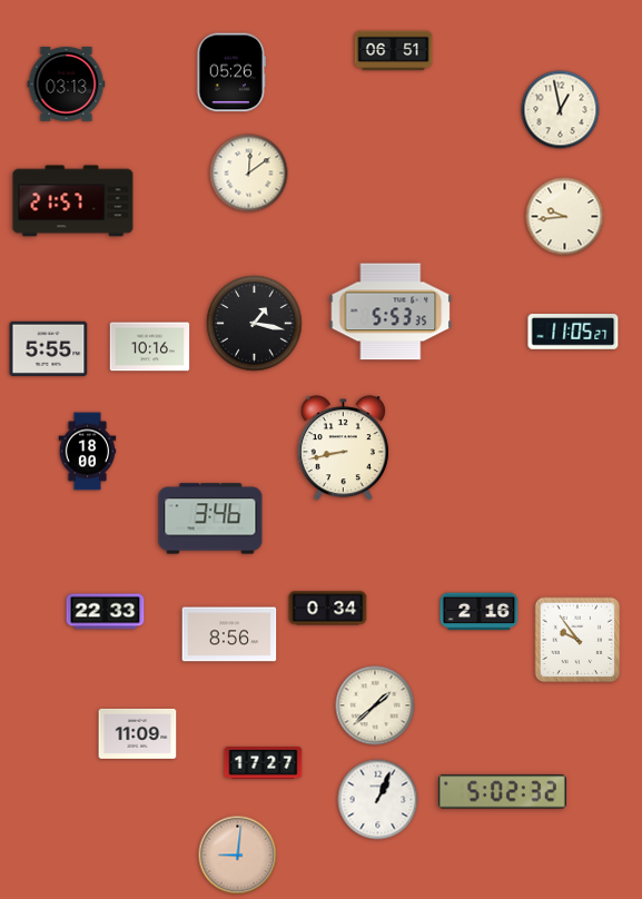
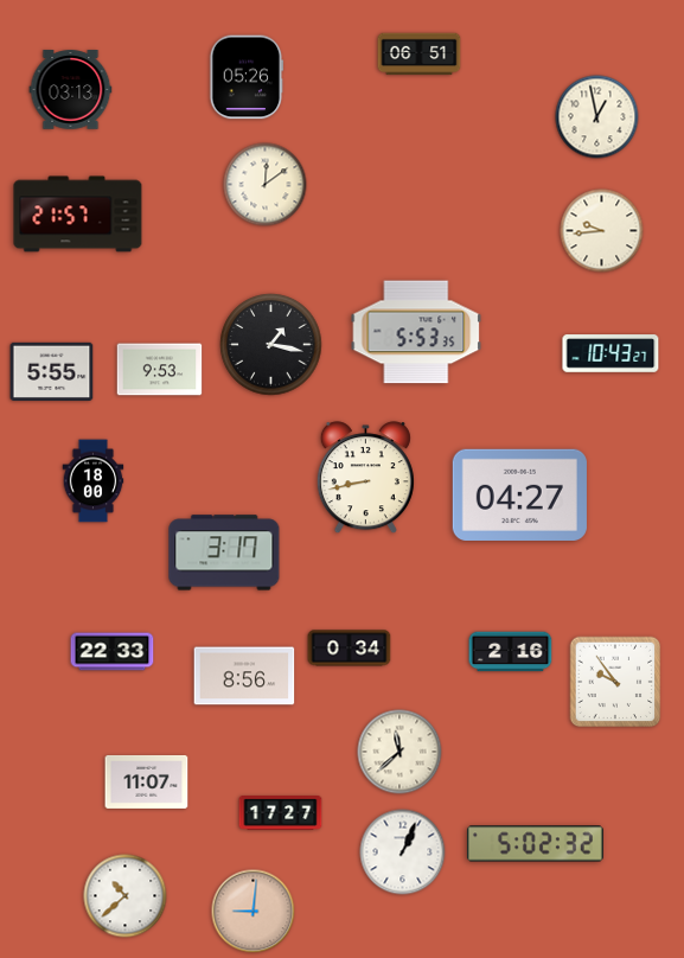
clock at (573, 332): 11:05 -> 10:43
clock at (150, 347): 10:16 -> 9:53
clock at (519, 494): none -> 04:27
clock at (210, 518): 3:46 -> 3:17
clock at (375, 705): 1:38 -> 11:38
clock at (138, 733): 11:09 -> 11:07
clock at (126, 896): none -> 10:38
